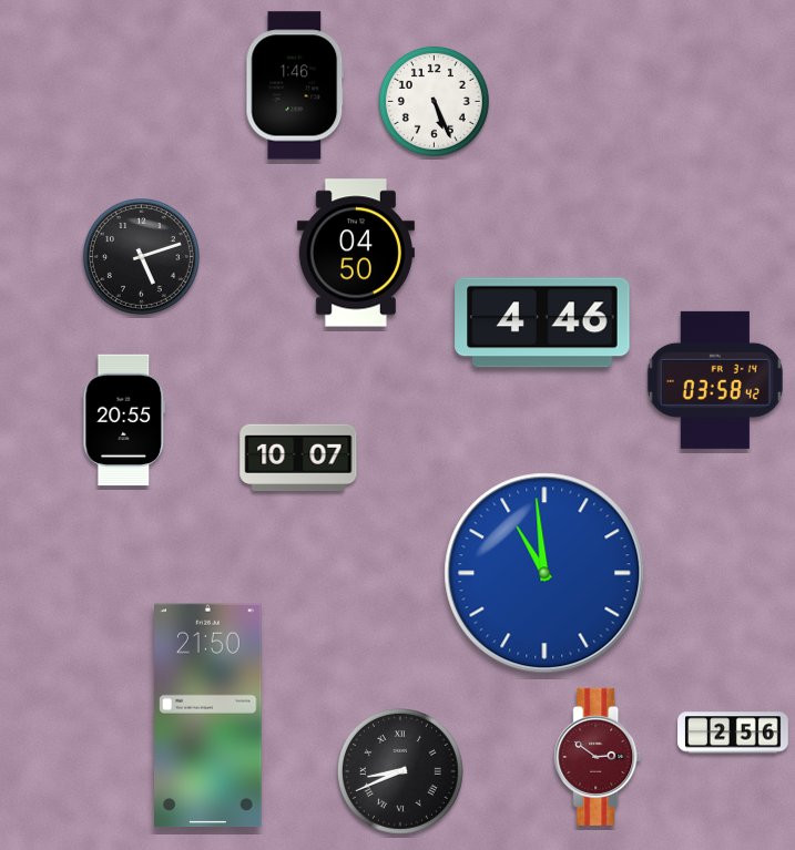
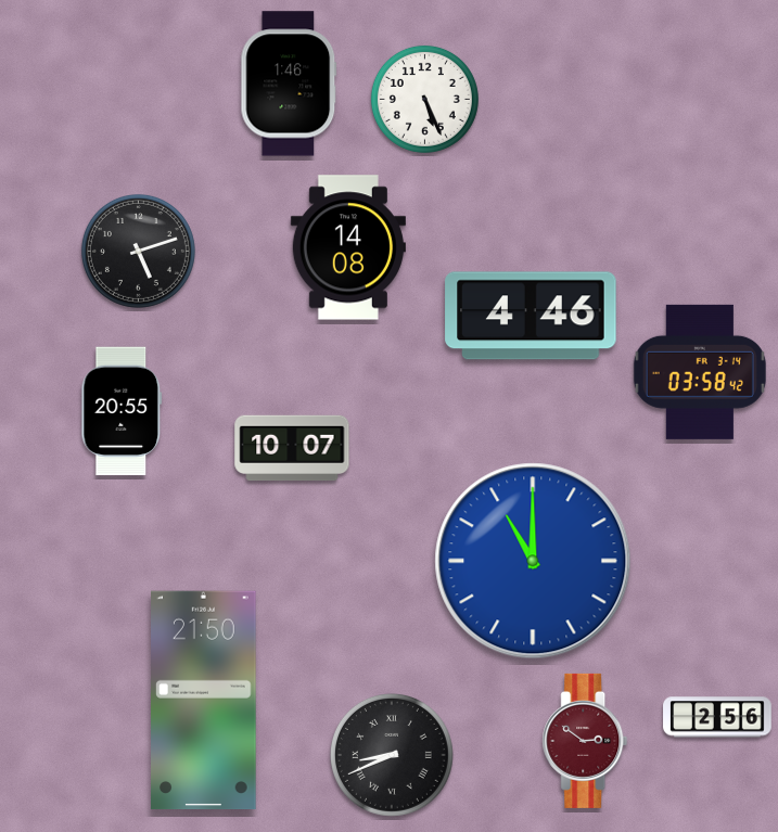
clock at (356, 253): 04:50 -> 14:08
clock at (544, 573): 10:59 -> 11:00
